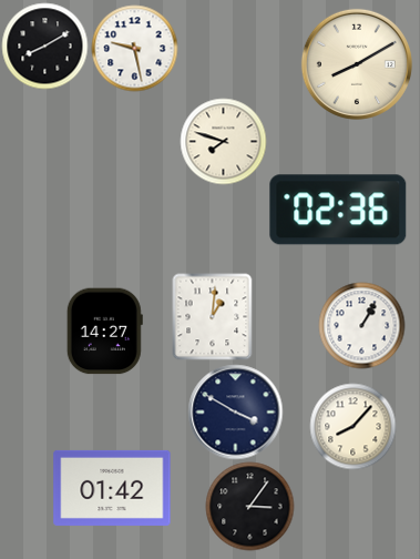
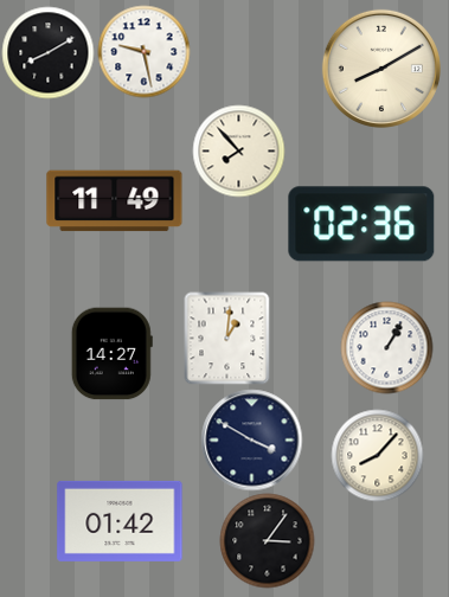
clock at (44, 45) position: (44, 45) -> (47, 52)
clock at (223, 141): 7:48 -> 7:53
clock at (115, 201): none -> 11:49
